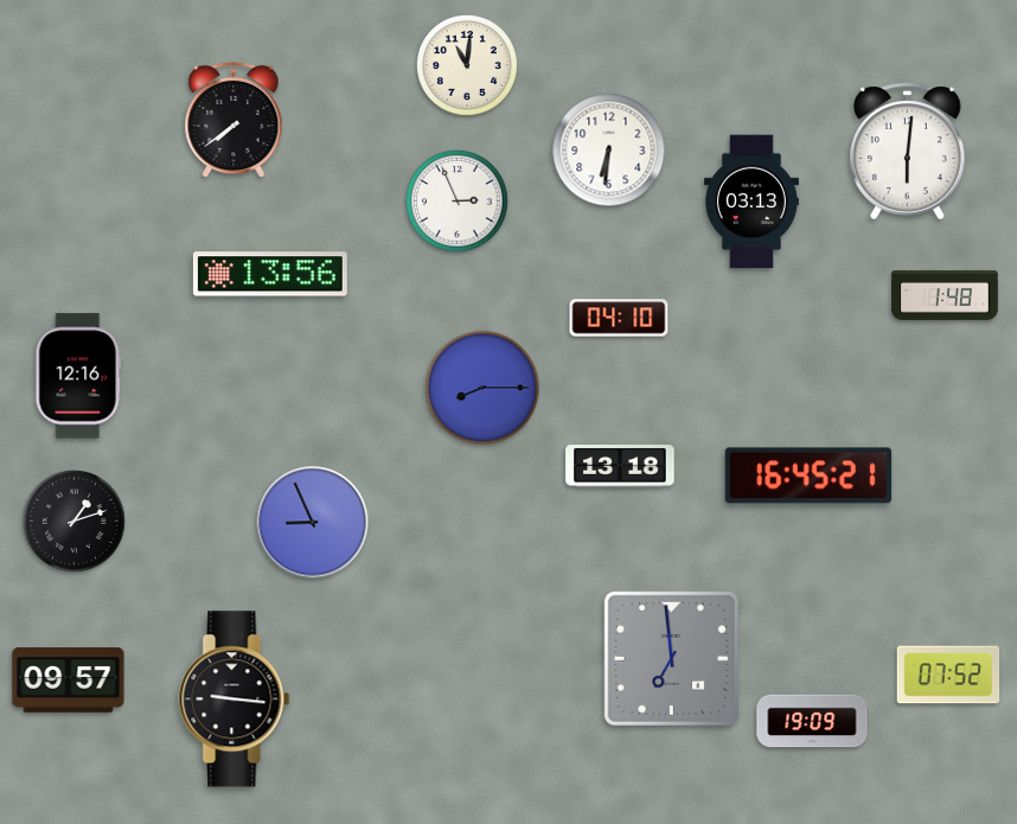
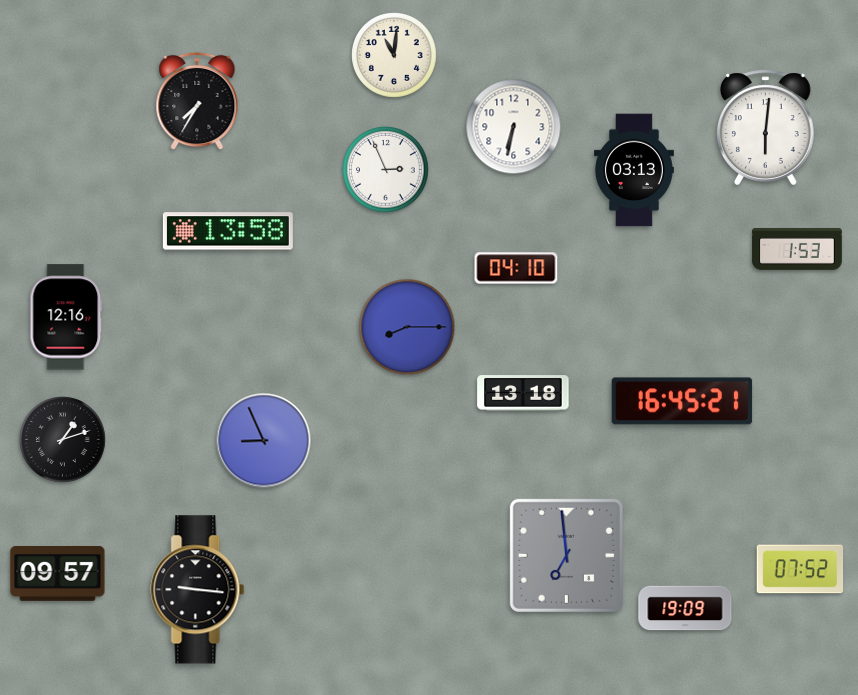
clock at (234, 120): 7:39 -> 7:35
clock at (609, 151): 6:31 -> 6:32
clock at (270, 274): 13:56 -> 13:58
clock at (945, 295): 1:48 -> 1:53
clock at (619, 318) position: (619, 318) -> (516, 268)
